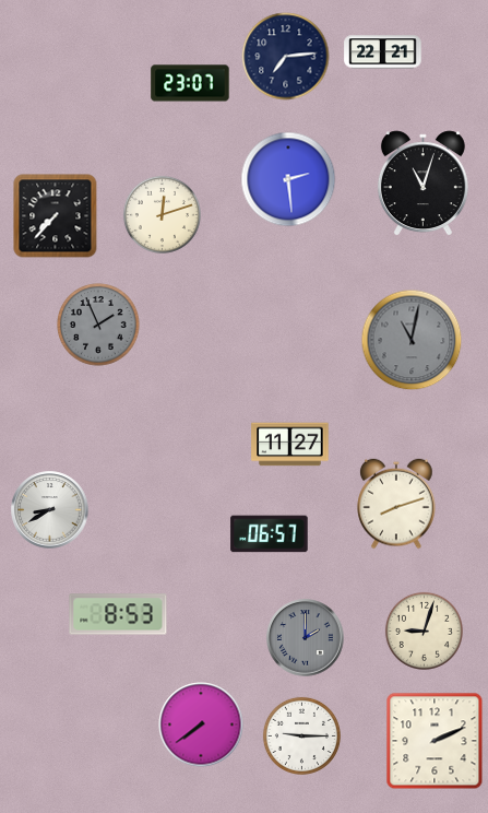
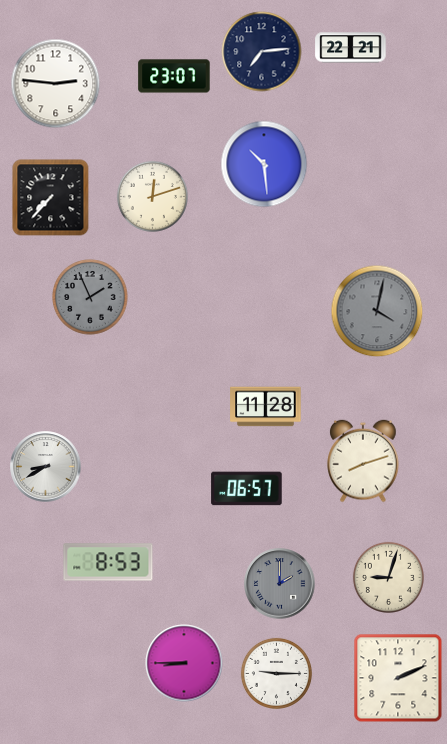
clock at (56, 84): none -> 2:46
clock at (288, 179): 2:29 -> 10:29
clock at (422, 184): 11:03 -> none
clock at (162, 214) position: (162, 214) -> (152, 196)
clock at (412, 340): 11:02 -> 4:02
clock at (290, 445): 11:27 -> 11:28
clock at (201, 724): 7:39 -> 8:45
